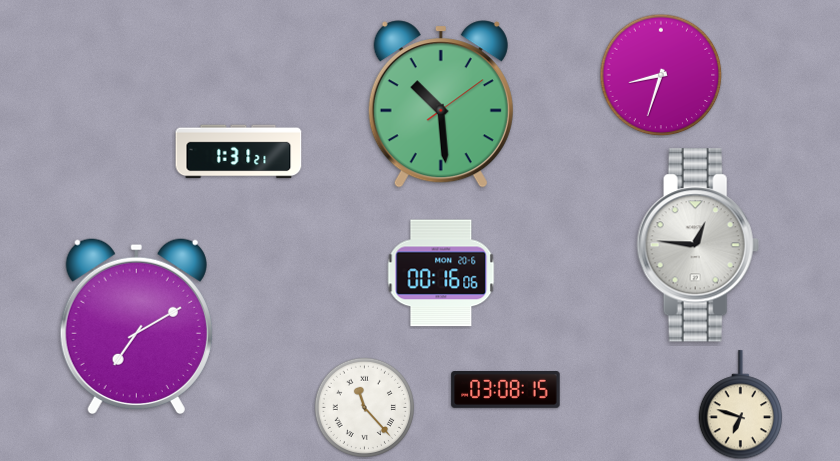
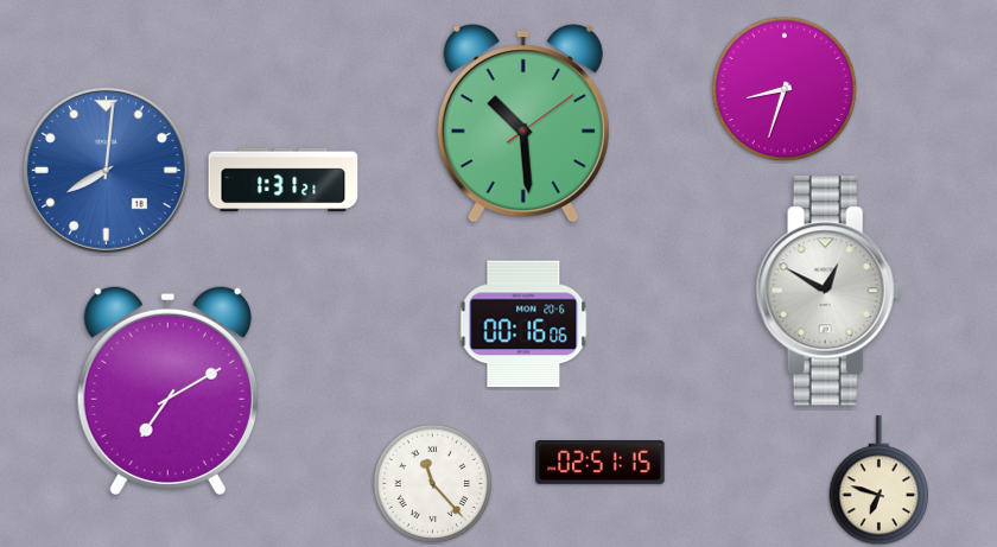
clock at (106, 170): none -> 8:01
clock at (698, 245): 12:46 -> 12:50
clock at (136, 325) position: (136, 325) -> (167, 389)
clock at (506, 390): 03:08 -> 02:51
